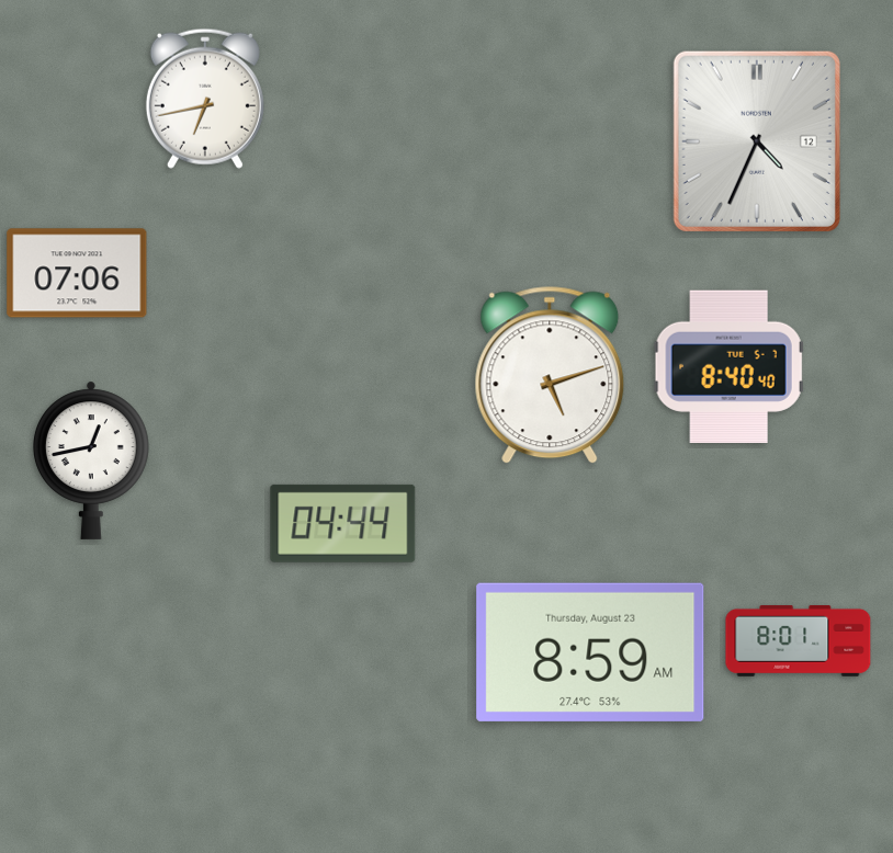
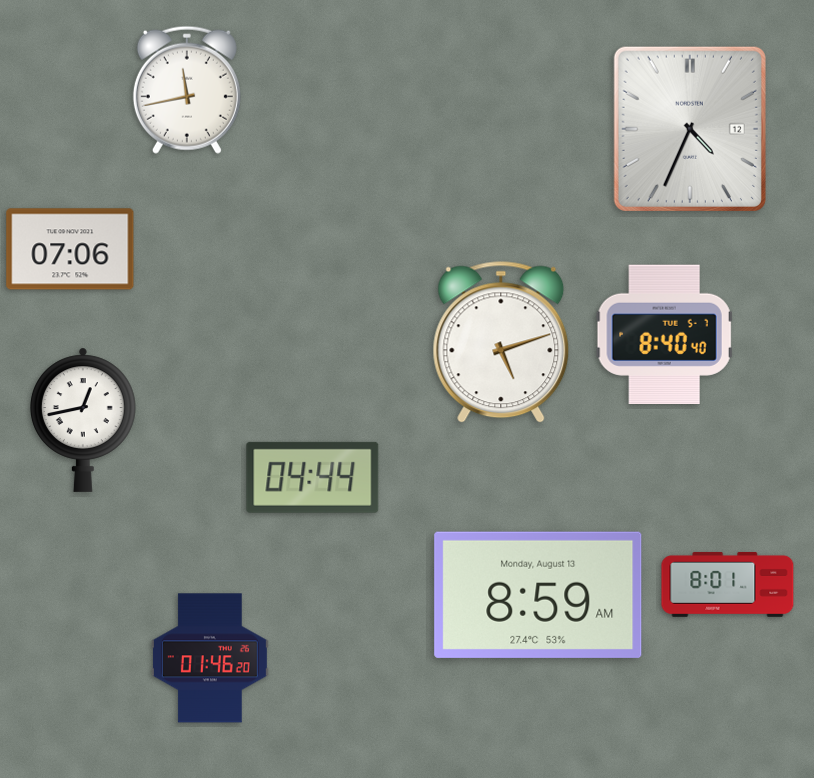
clock at (205, 99): 6:43 -> 11:43
clock at (590, 652) date: Thursday, August 23 -> Monday, August 13
clock at (210, 658): none -> 01:46
